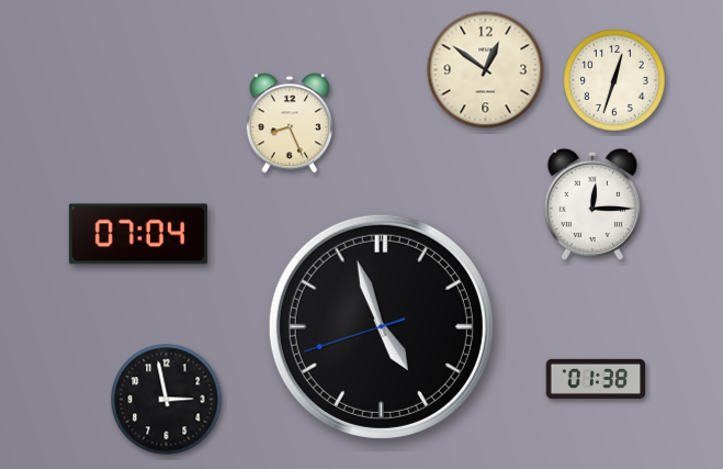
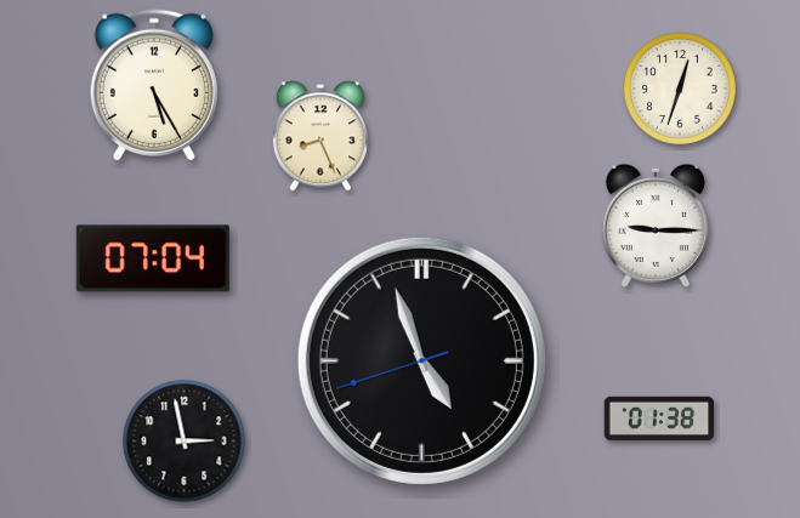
clock at (486, 70): 12:51 -> none
clock at (154, 85): none -> 5:25
clock at (592, 203): 12:15 -> 9:15
